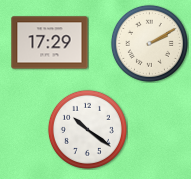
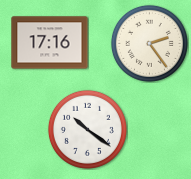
clock at (50, 43): 17:29 -> 17:16
clock at (149, 43): 2:10 -> 2:24
